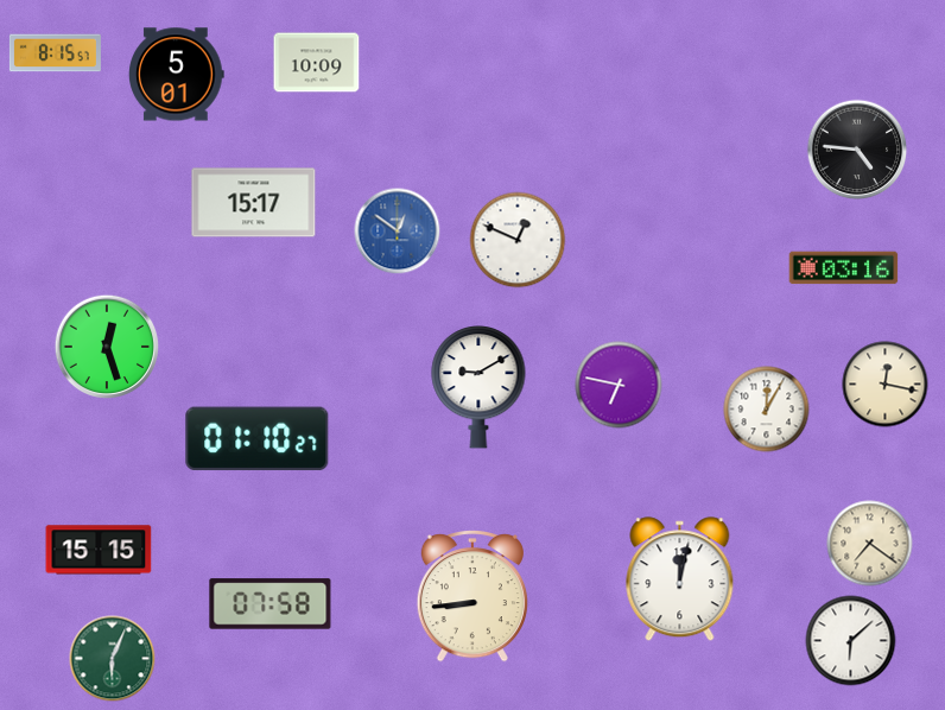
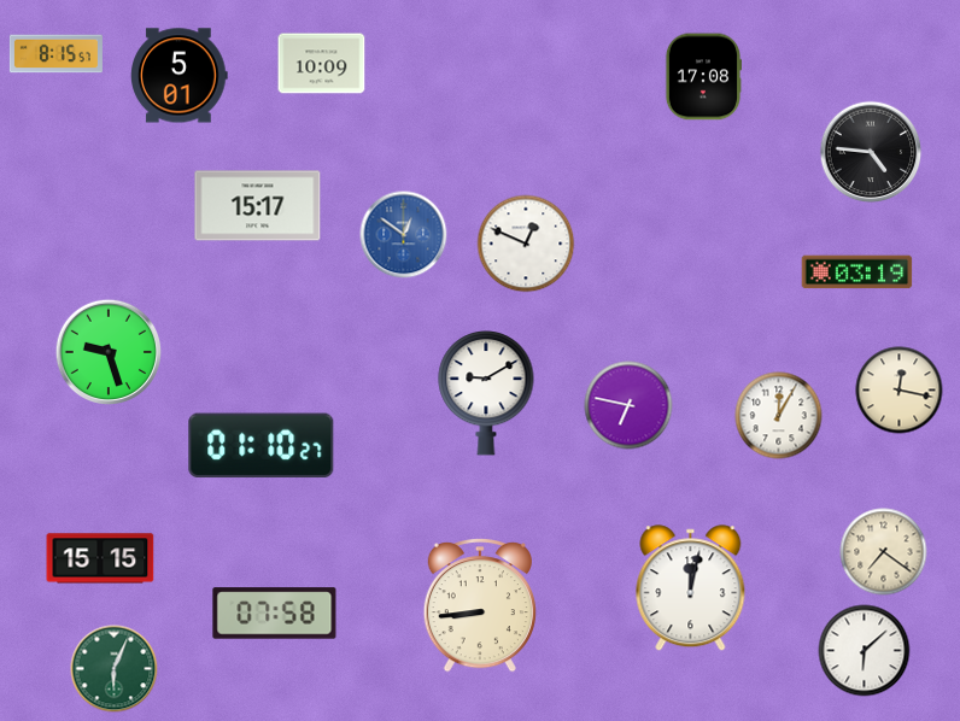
clock at (702, 77): none -> 17:08
clock at (844, 268): 03:16 -> 03:19
clock at (107, 347): 12:27 -> 9:27
clock at (619, 385) position: (619, 385) -> (628, 405)
